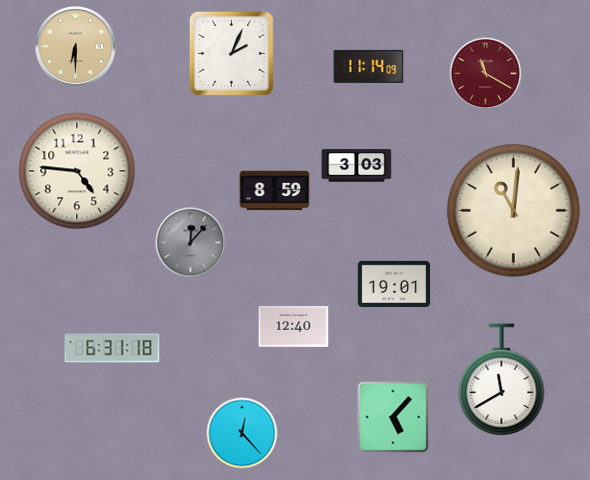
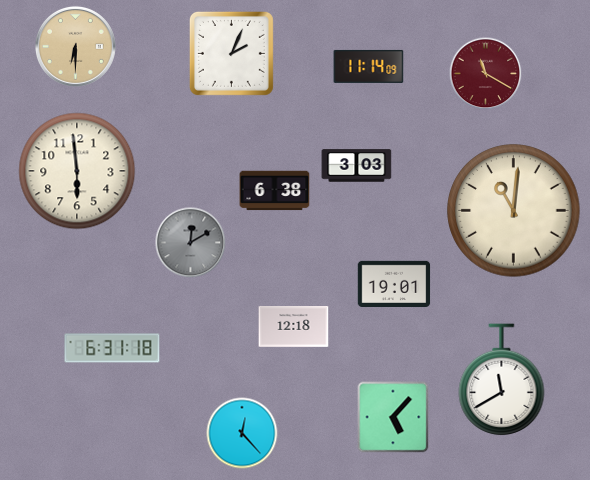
clock at (77, 171): 4:46 -> 5:59
clock at (275, 191): 8:59 -> 6:38
clock at (191, 243): 12:07 -> 12:10
clock at (294, 327): 12:40 -> 12:18
